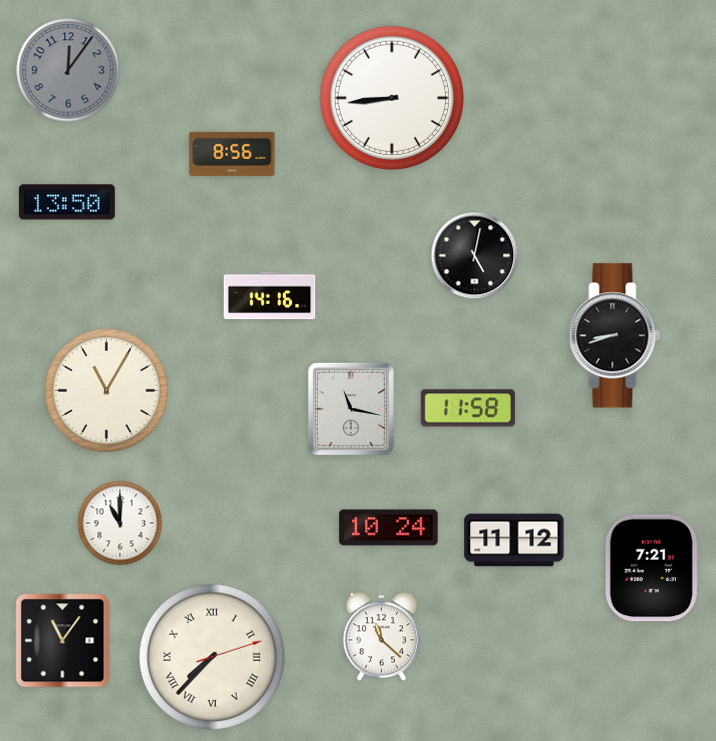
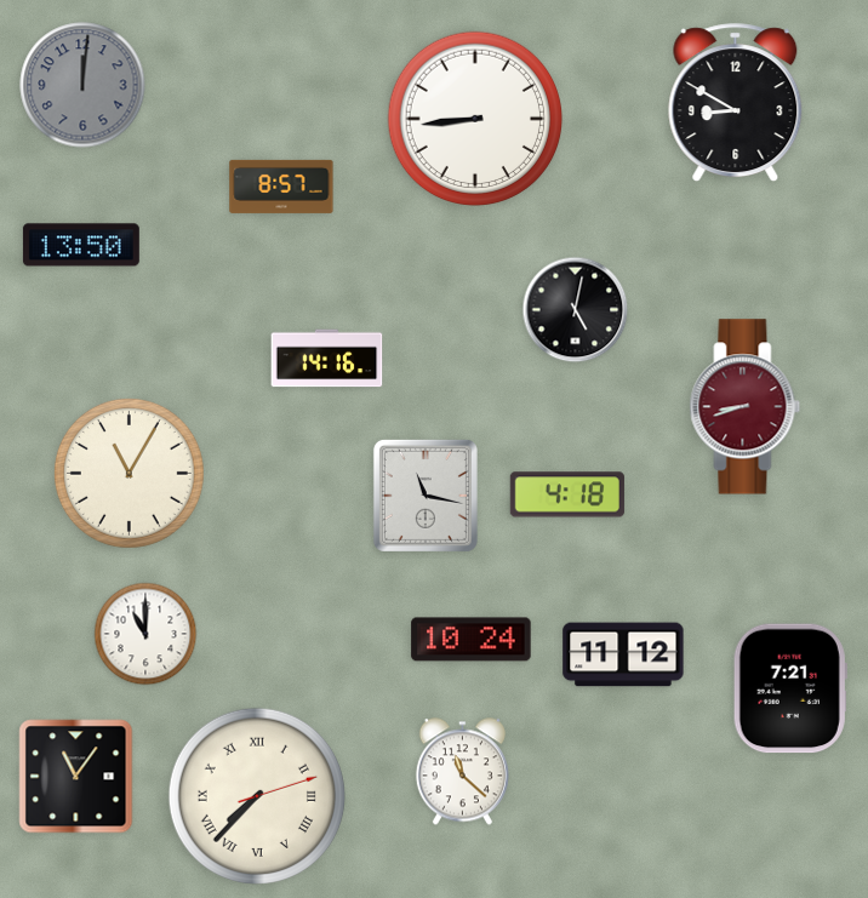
clock at (68, 70): 12:06 -> 12:01
clock at (736, 103): none -> 8:50
clock at (232, 154): 8:56 -> 8:57
clock at (615, 336) dial: black -> burgundy
clock at (468, 408): 11:58 -> 4:18
